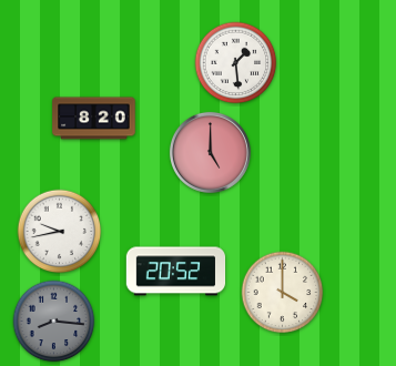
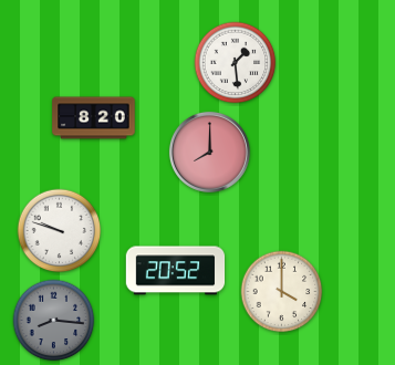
clock at (210, 152): 5:00 -> 8:00
clock at (60, 232): 9:43 -> 9:48
